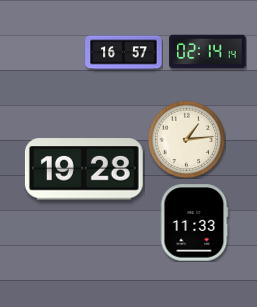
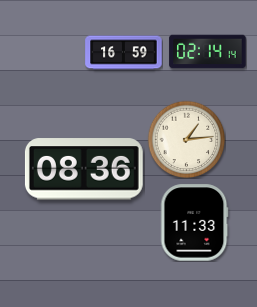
clock at (124, 53): 16:57 -> 16:59
clock at (84, 169): 19:28 -> 08:36
